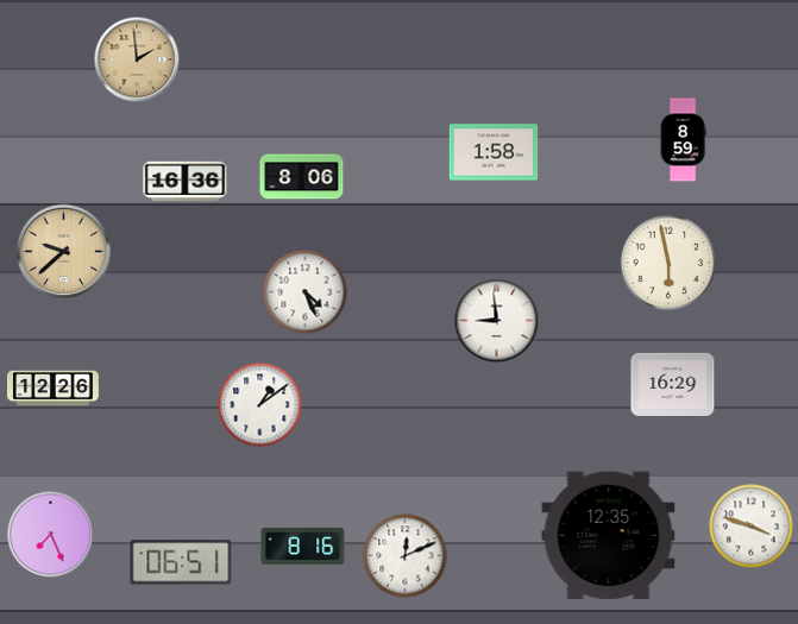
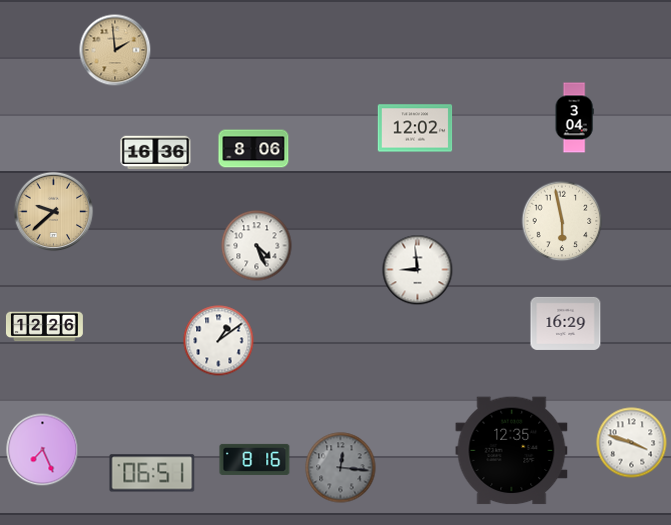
clock at (683, 140): 8:59 -> 3:04
clock at (494, 152): 1:58 -> 12:02
clock at (406, 556): 12:11 -> 12:16
clock at (406, 556) dial: white -> grey
